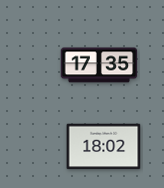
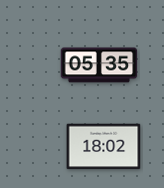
clock at (99, 65): 17:35 -> 05:35
